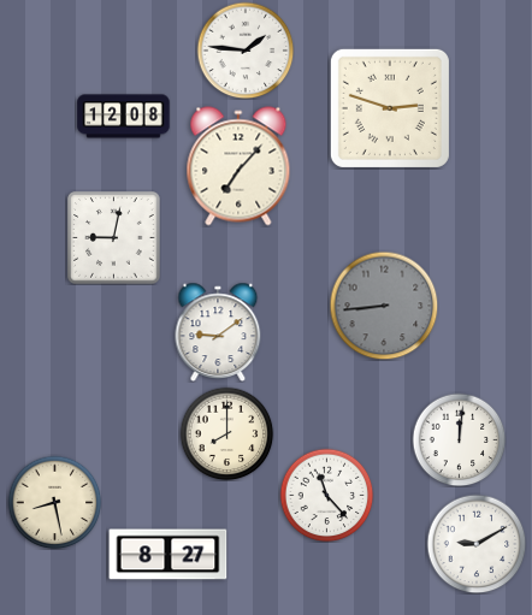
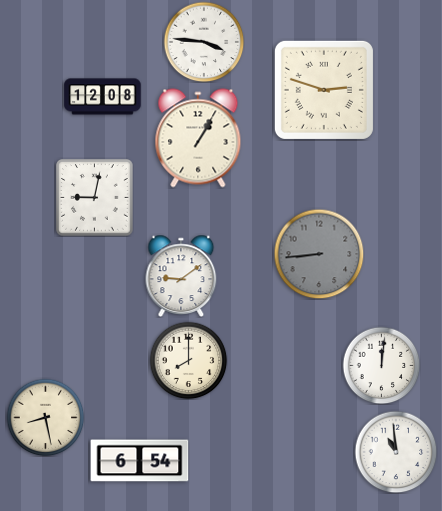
clock at (246, 51): 1:46 -> 3:46
clock at (238, 166): 7:07 -> 1:05
clock at (326, 495): 11:23 -> none
clock at (477, 544): 9:10 -> 10:59
clock at (169, 555): 8:27 -> 6:54
